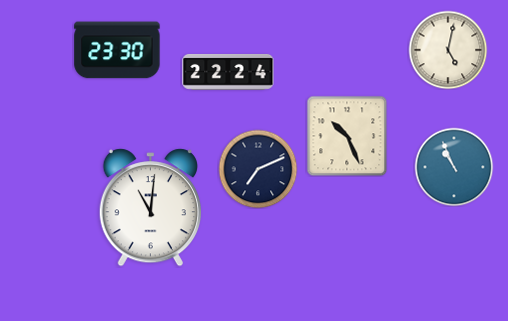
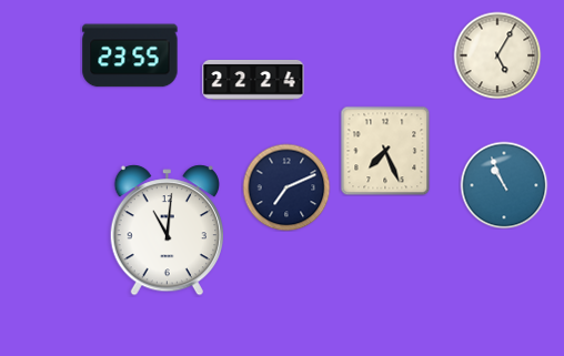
clock at (117, 50): 23:30 -> 23:55
clock at (448, 50): 5:02 -> 5:05
clock at (347, 136): 10:26 -> 7:26
